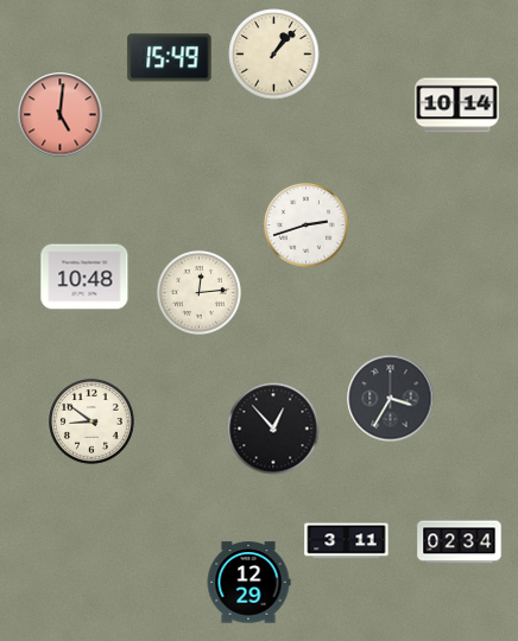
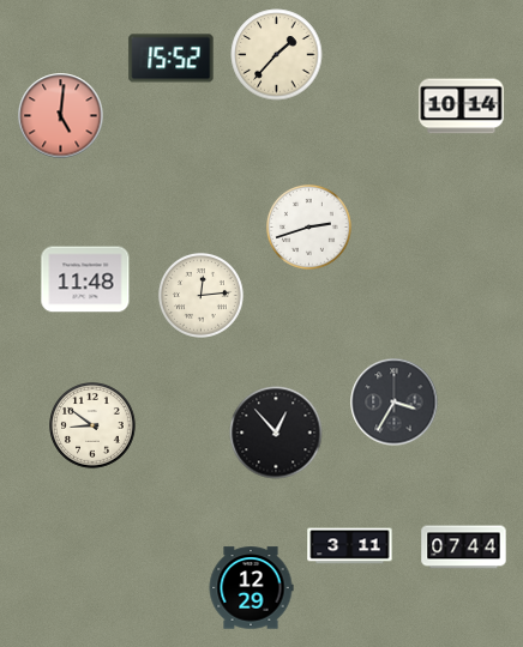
clock at (274, 55): 1:07 -> 1:37
clock at (170, 58): 15:49 -> 15:52
clock at (84, 277): 10:48 -> 11:48
clock at (460, 542): 02:34 -> 07:44
